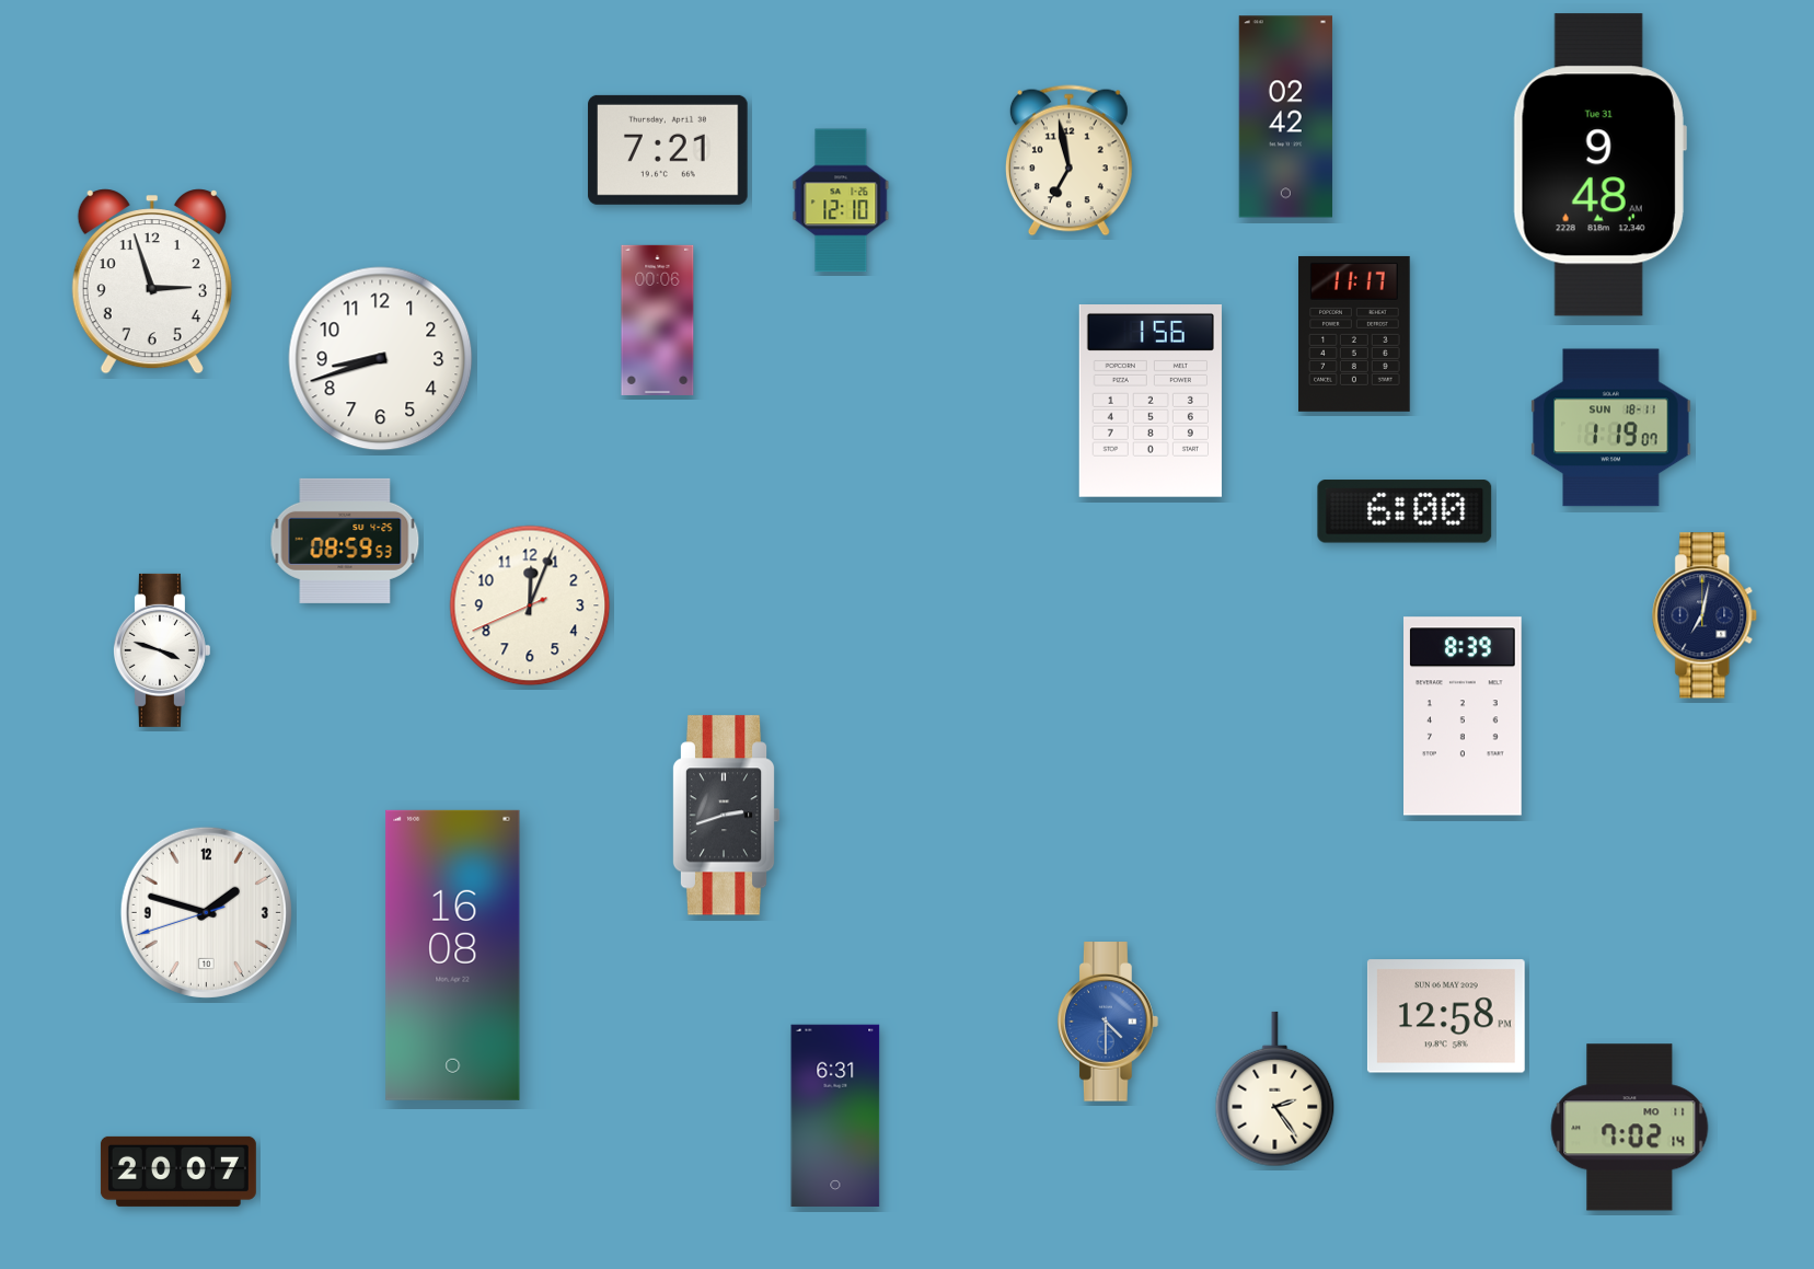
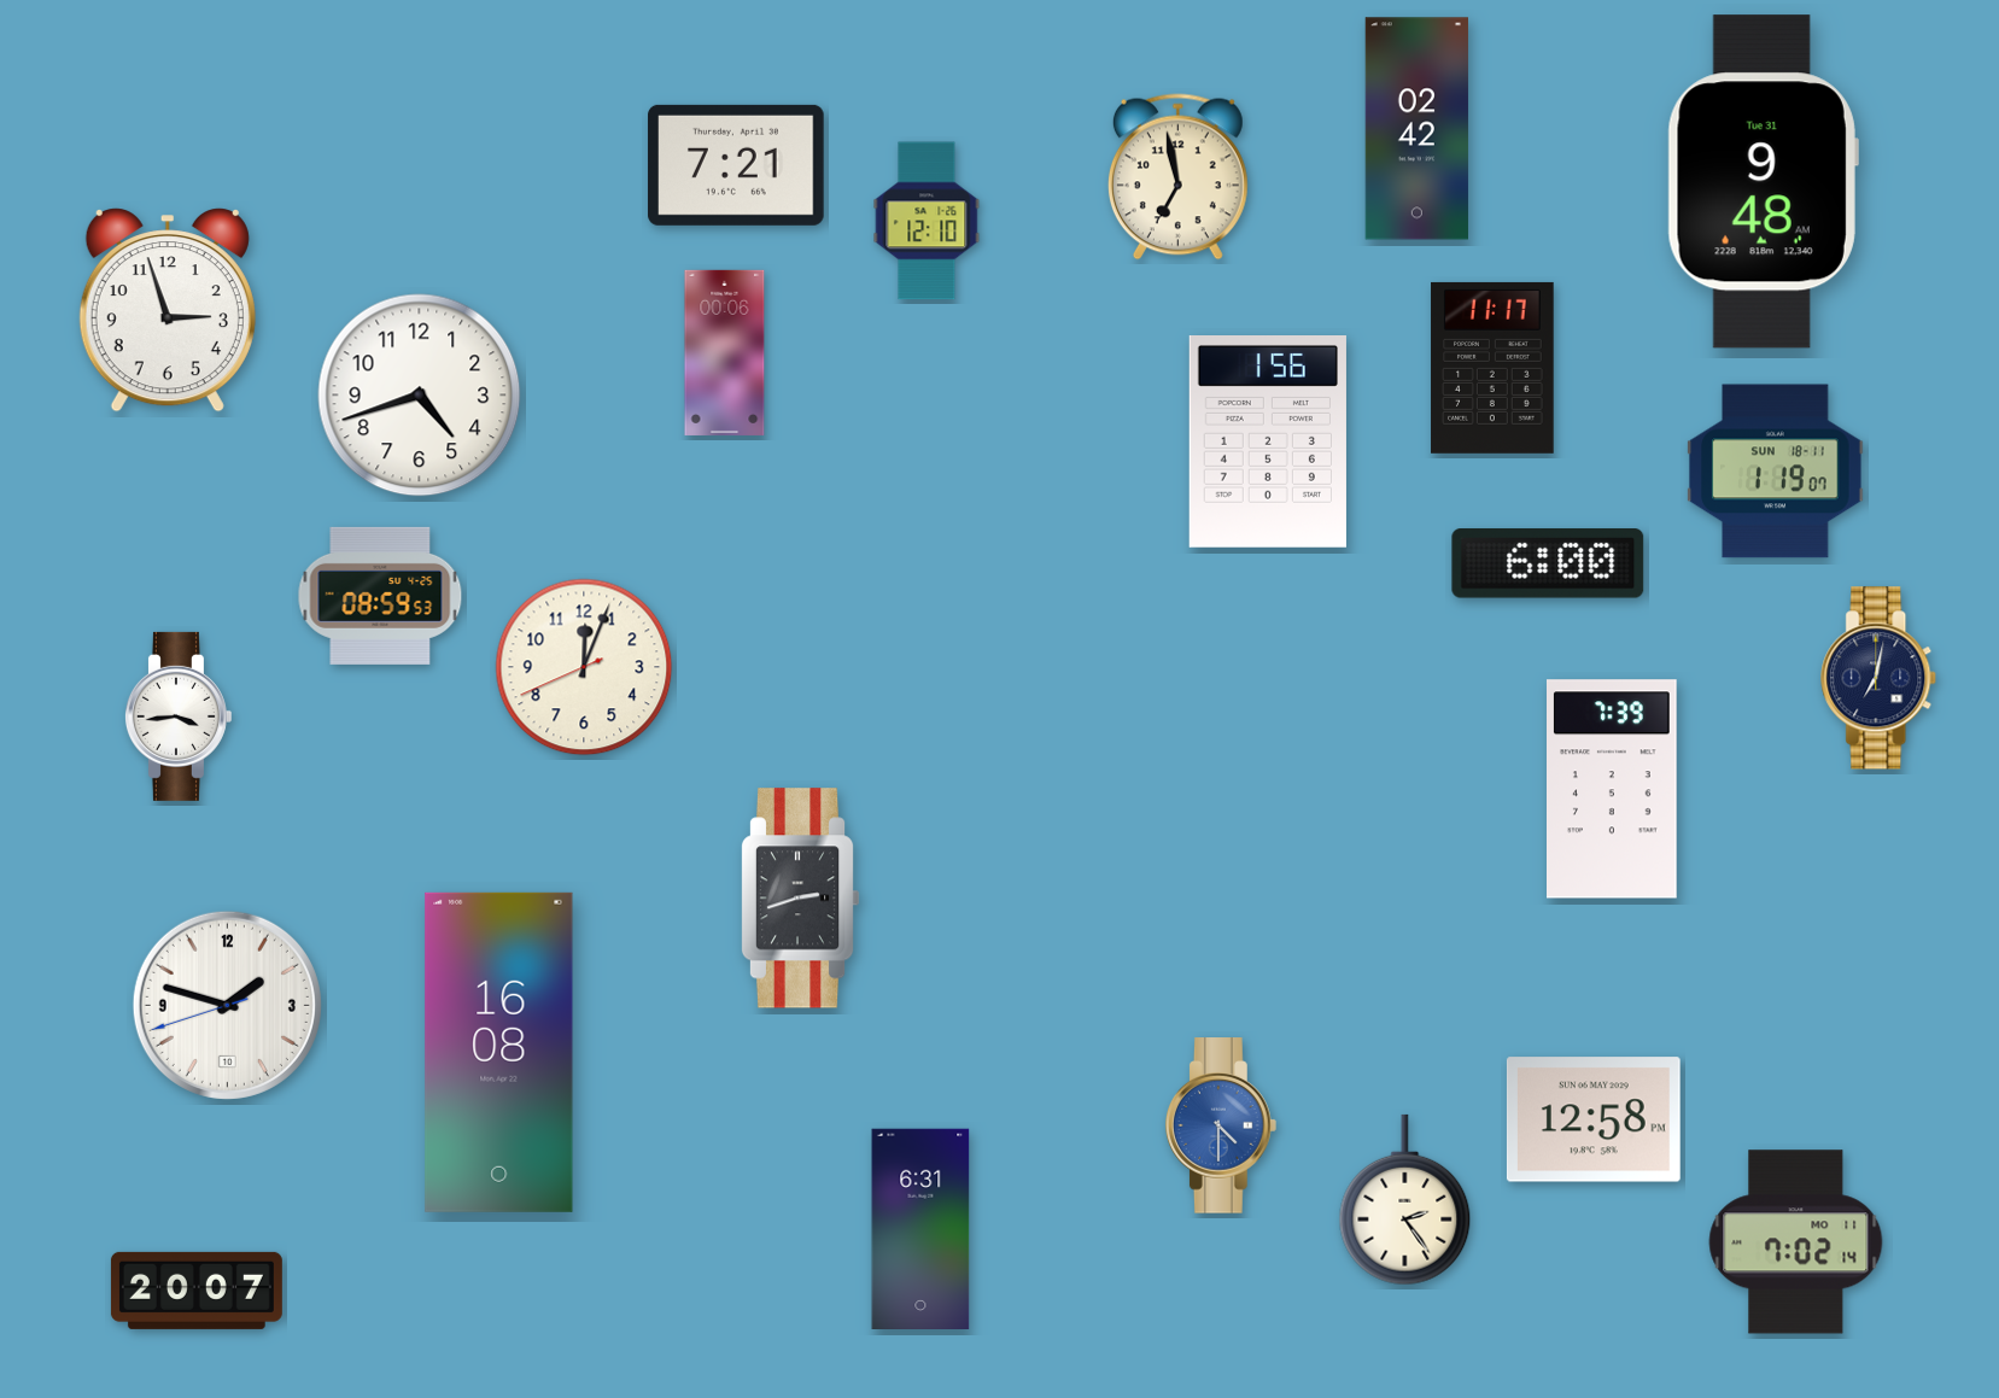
clock at (381, 359): 8:42 -> 4:42
clock at (161, 650): 3:48 -> 3:44
clock at (1464, 716): 8:39 -> 7:39
